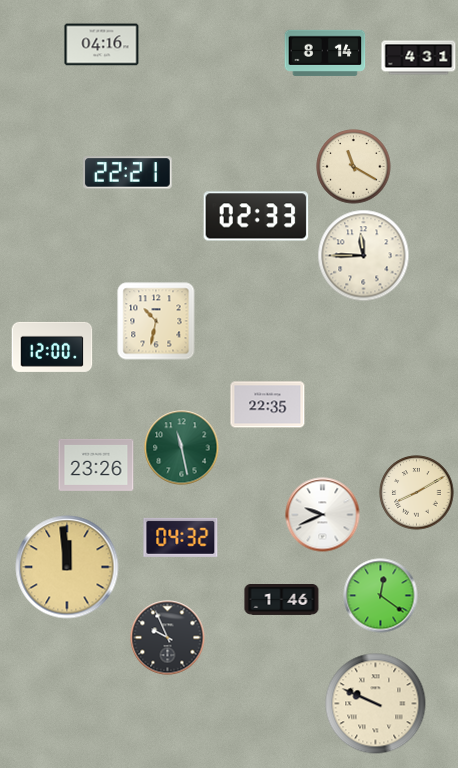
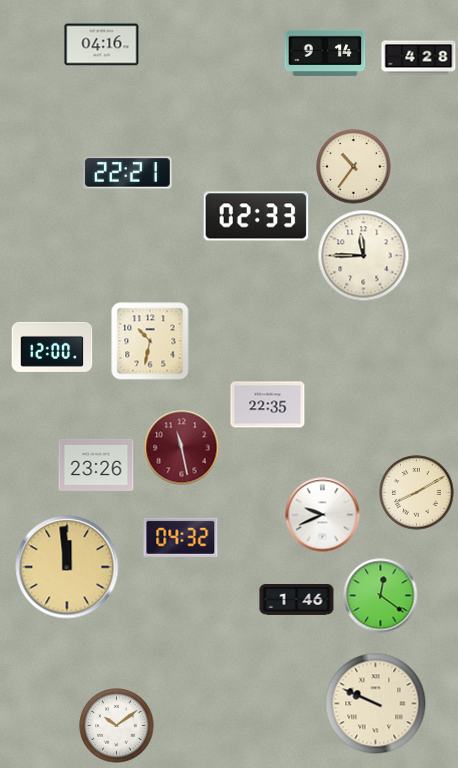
clock at (325, 53): 8:14 -> 9:14
clock at (419, 58): 4:31 -> 4:28
clock at (354, 167): 11:20 -> 10:36
clock at (156, 321) position: (156, 321) -> (150, 341)
clock at (182, 448) dial: green -> burgundy
clock at (282, 600) position: (282, 600) -> (297, 600)
clock at (168, 638): 9:56 -> none
clock at (117, 726): none -> 10:09
